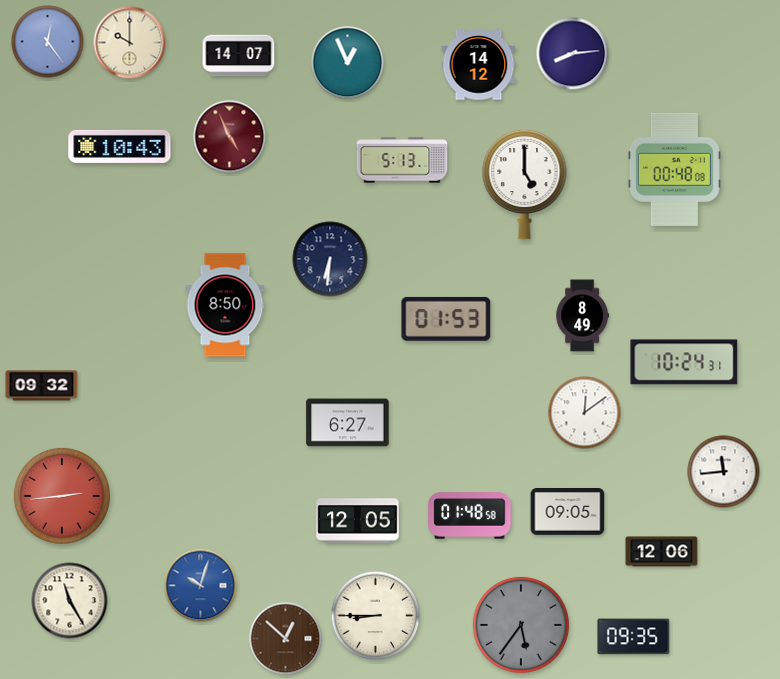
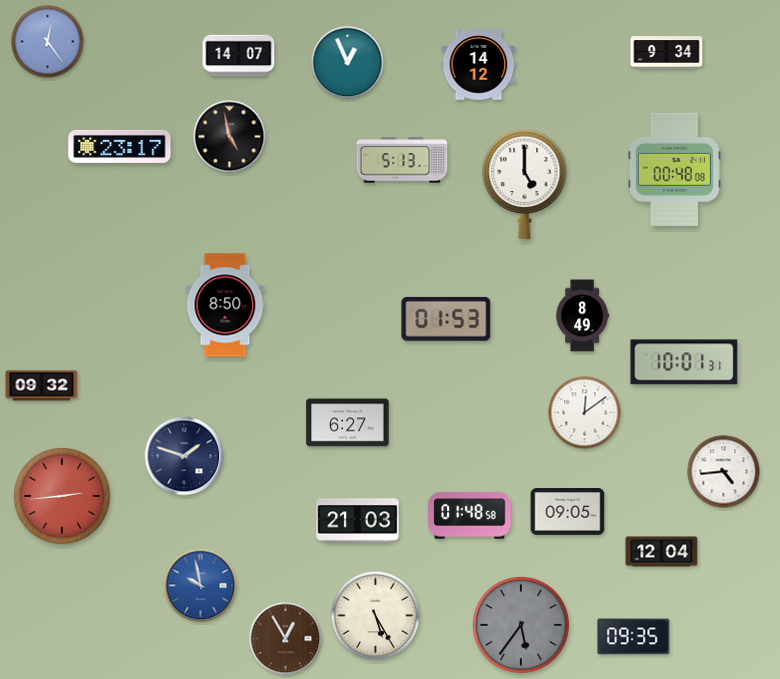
clock at (130, 43): 10:00 -> none
clock at (667, 53): none -> 9:34
clock at (573, 54): 8:14 -> none
clock at (230, 137): 4:56 -> 4:58
clock at (230, 137) dial: burgundy -> black
clock at (120, 146): 10:43 -> 23:17
clock at (330, 259): 6:31 -> none
clock at (684, 362): 10:24 -> 10:01
clock at (184, 456): none -> 1:48
clock at (724, 472): 11:44 -> 4:44
clock at (358, 521): 12:05 -> 21:03
clock at (662, 552): 12:06 -> 12:04
clock at (201, 586): 10:03 -> 9:58
clock at (70, 601): 11:25 -> none
clock at (376, 616): 8:45 -> 5:25
clock at (286, 639): 12:52 -> 12:55
